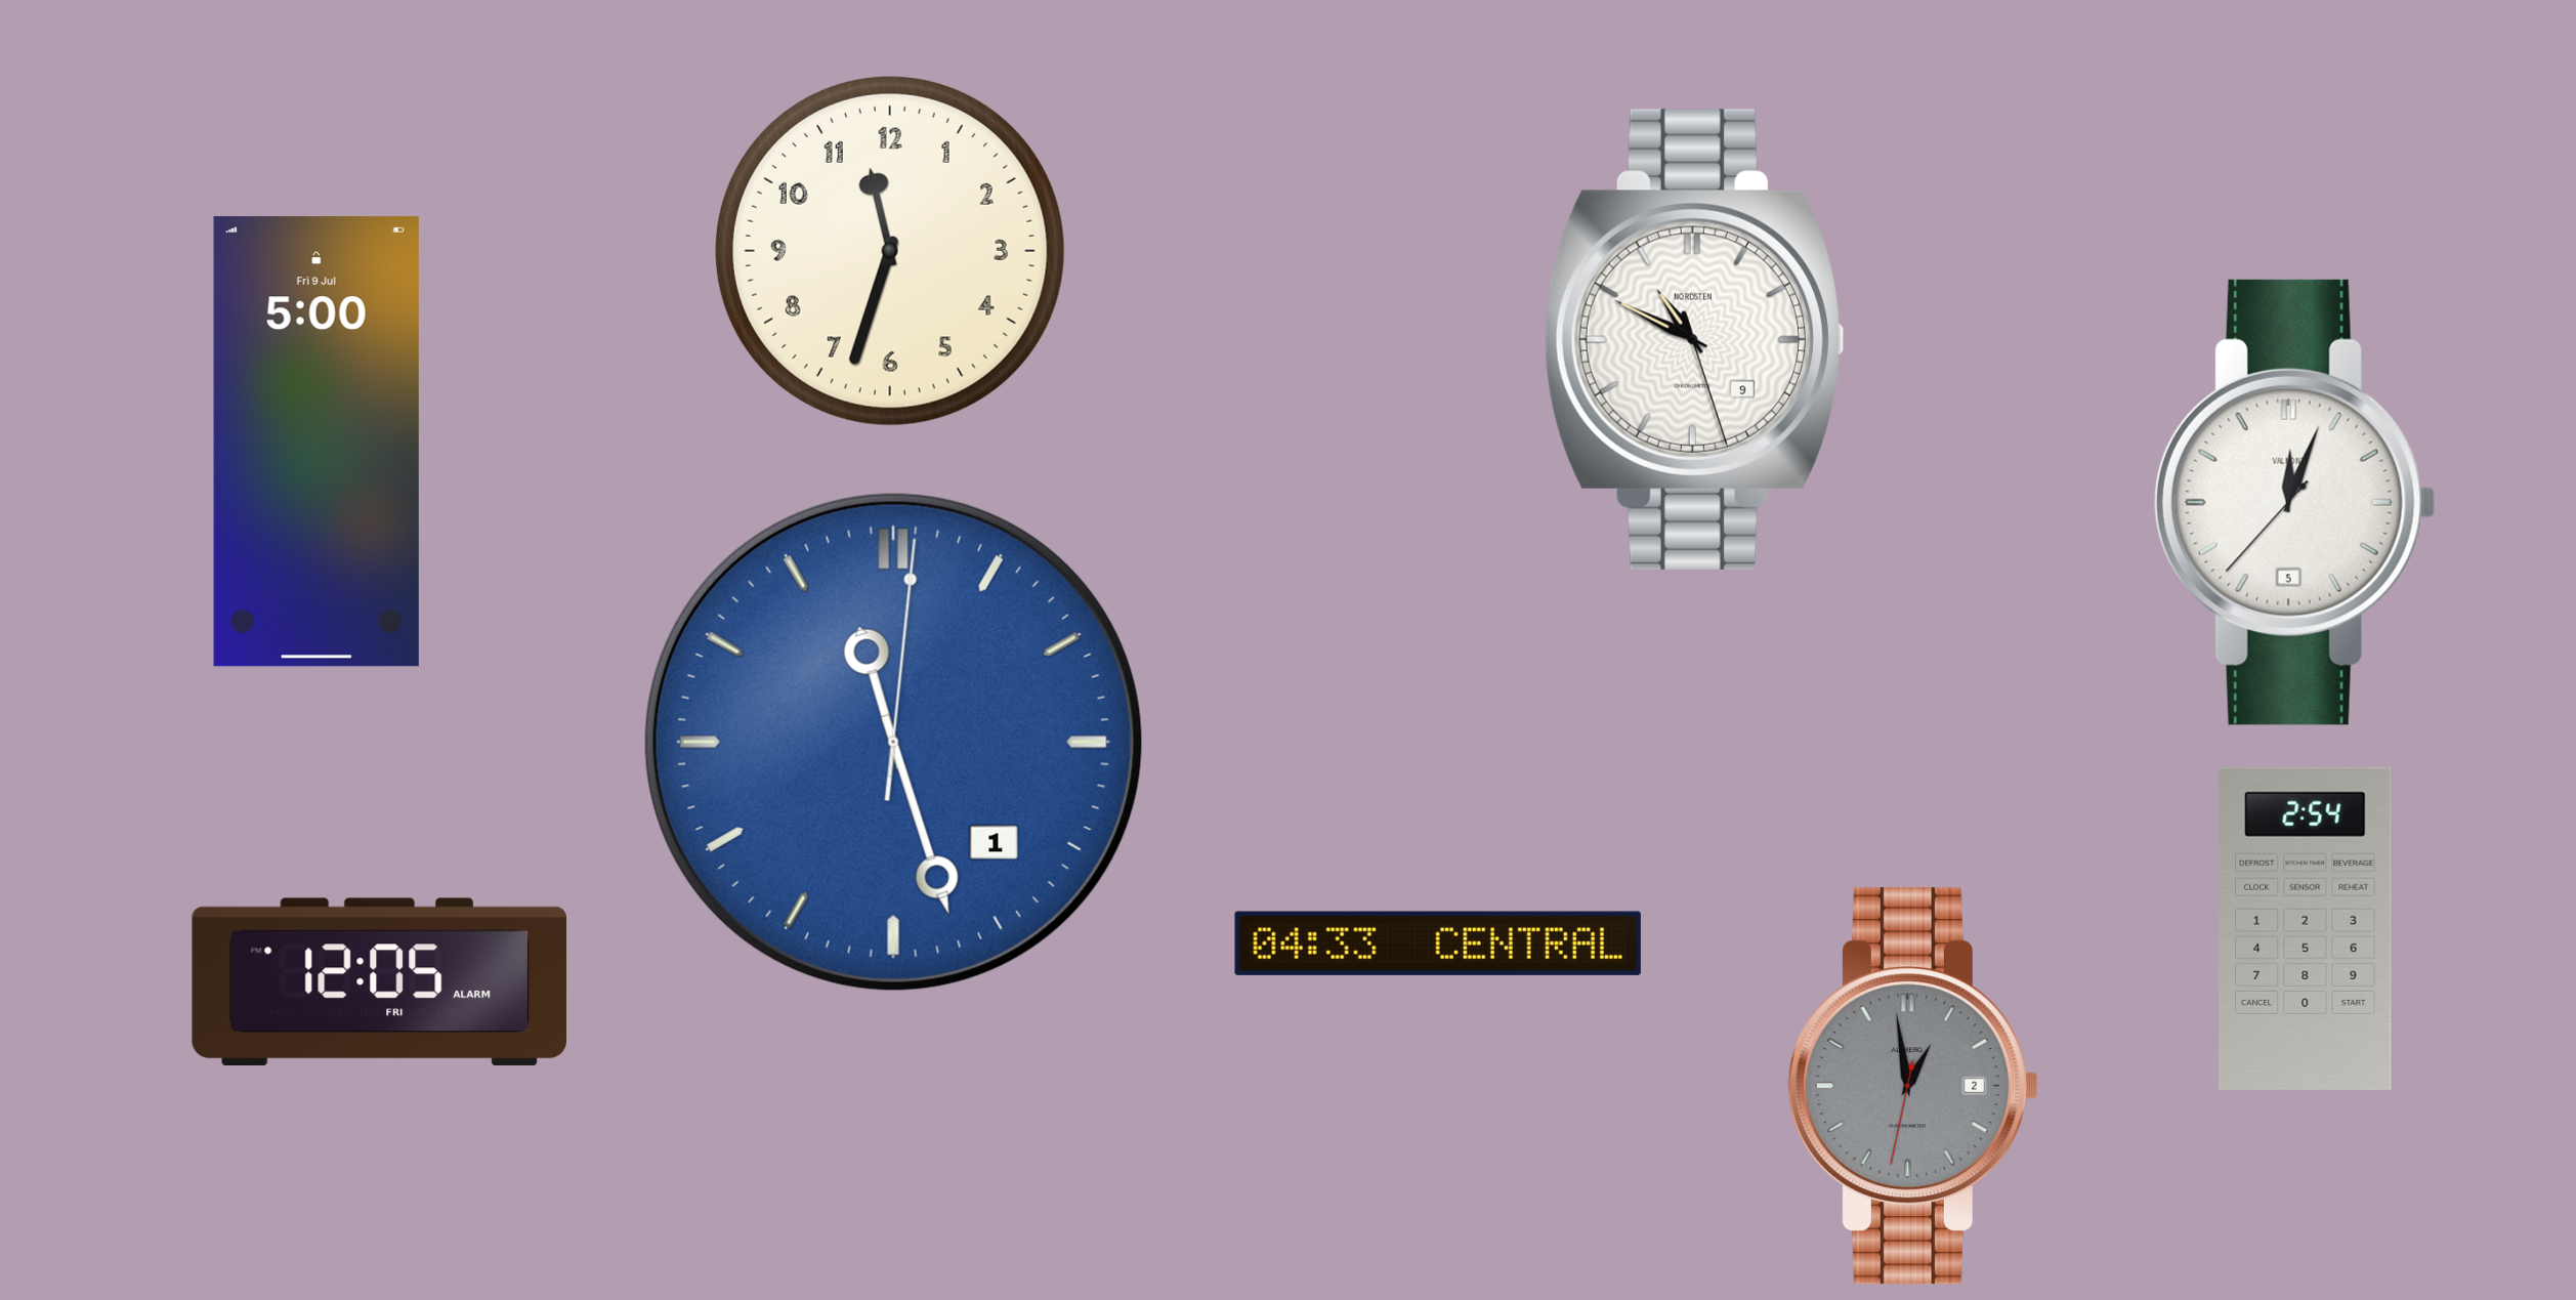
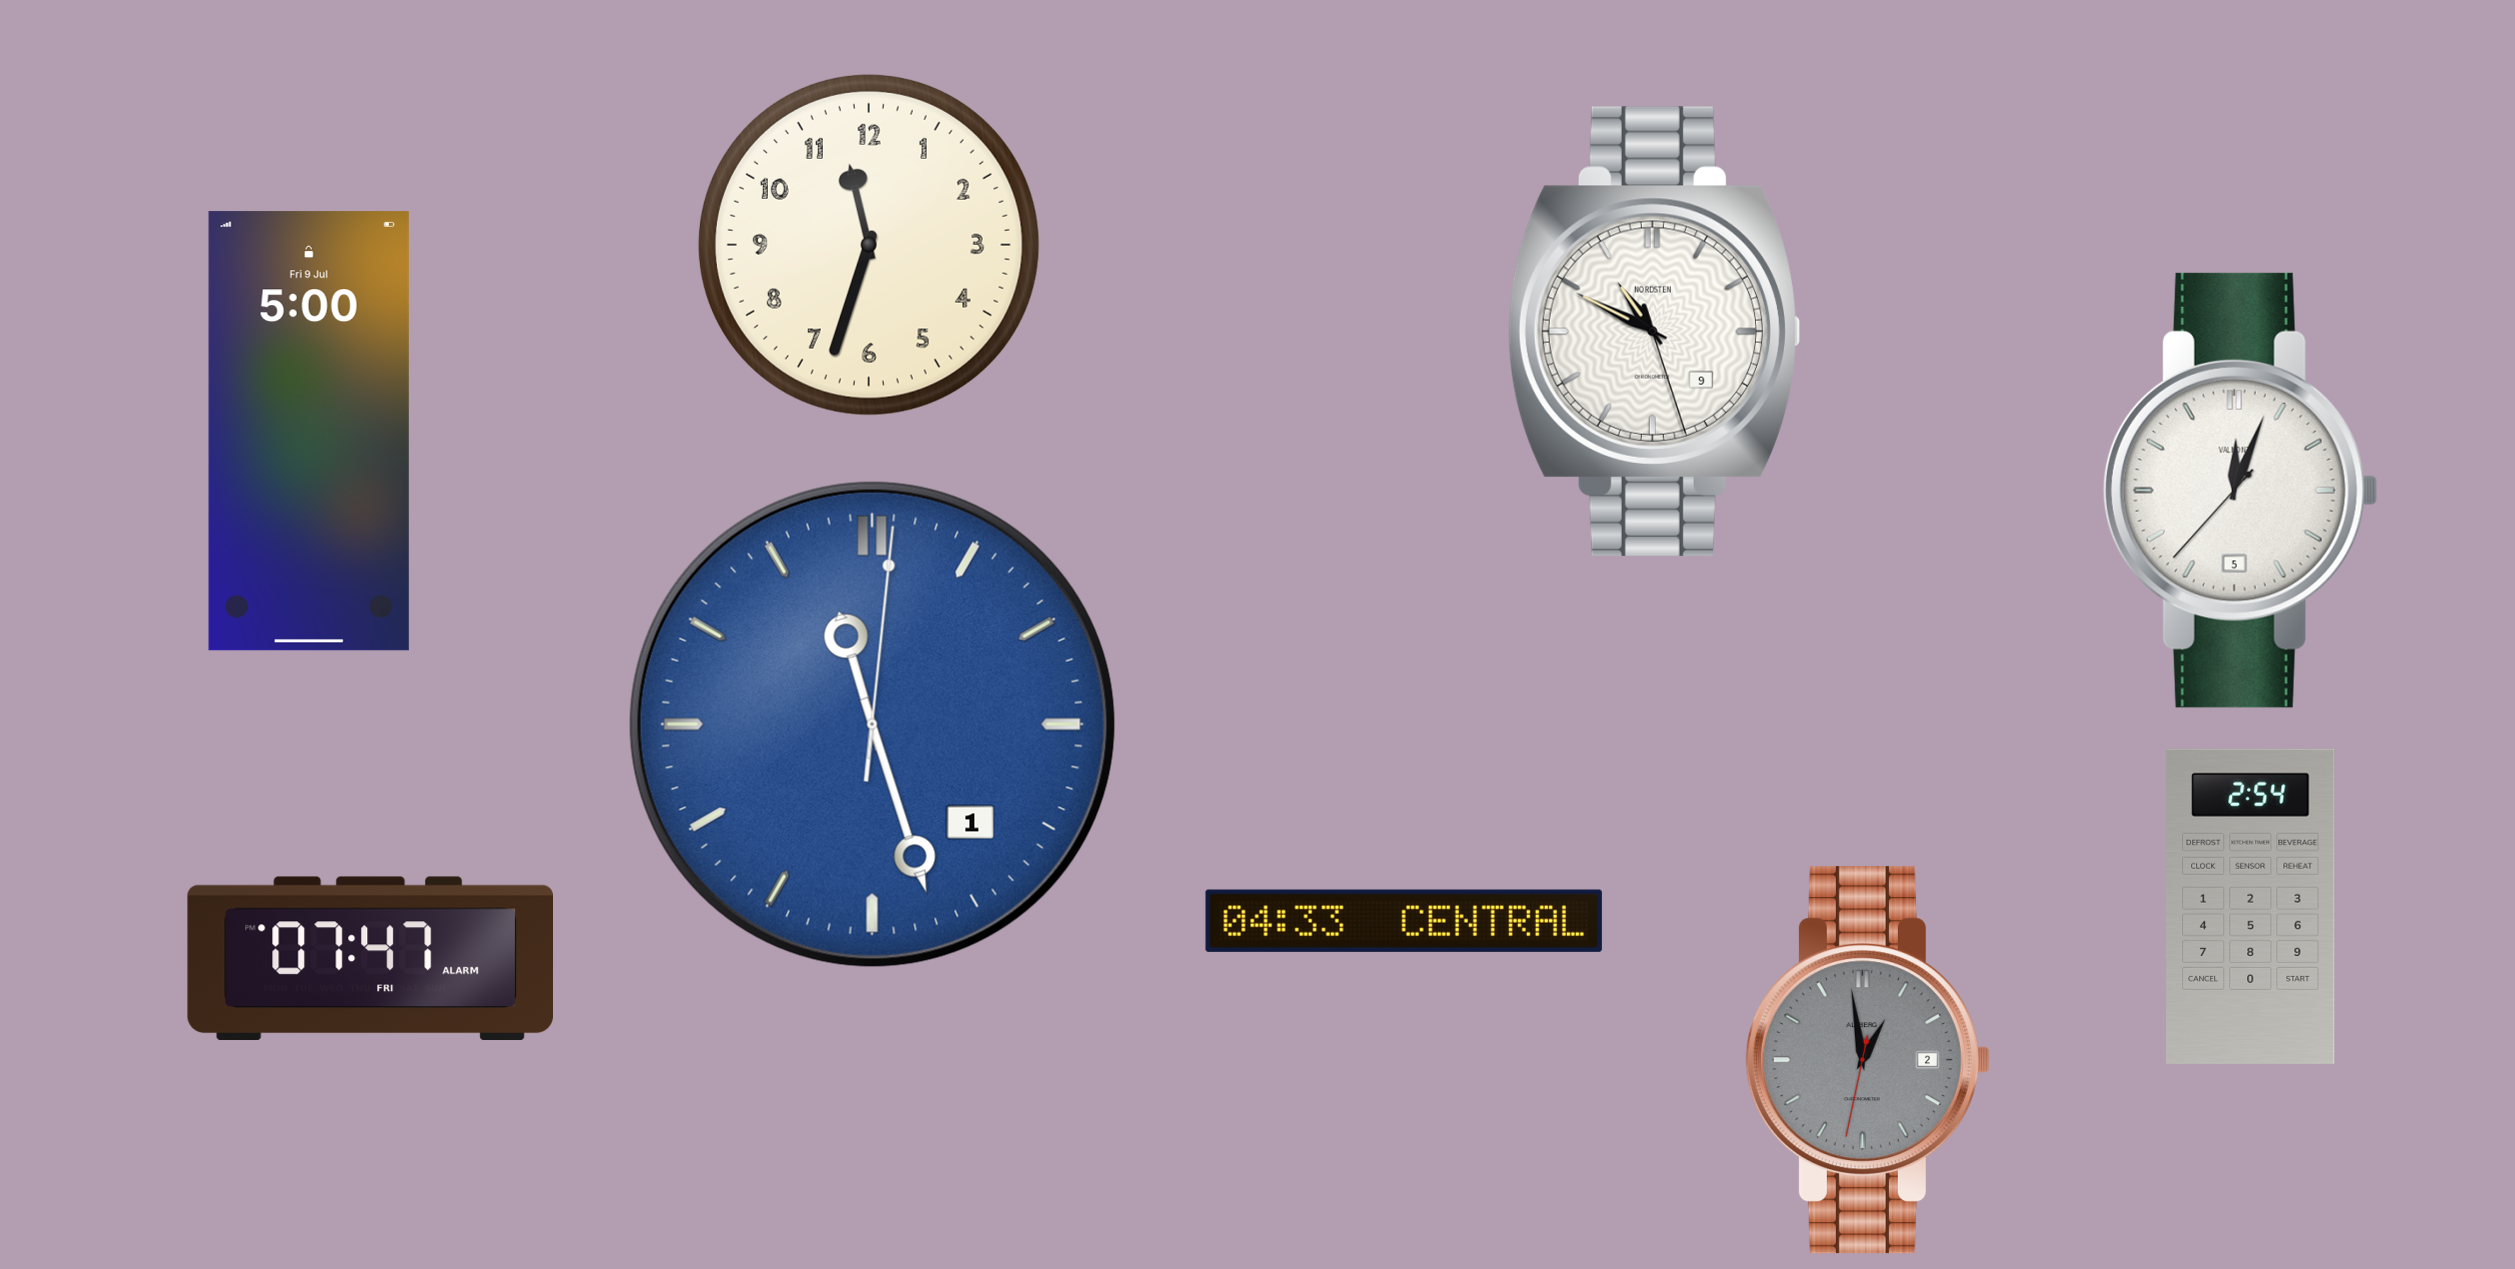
clock at (379, 982): 12:05 -> 07:47
